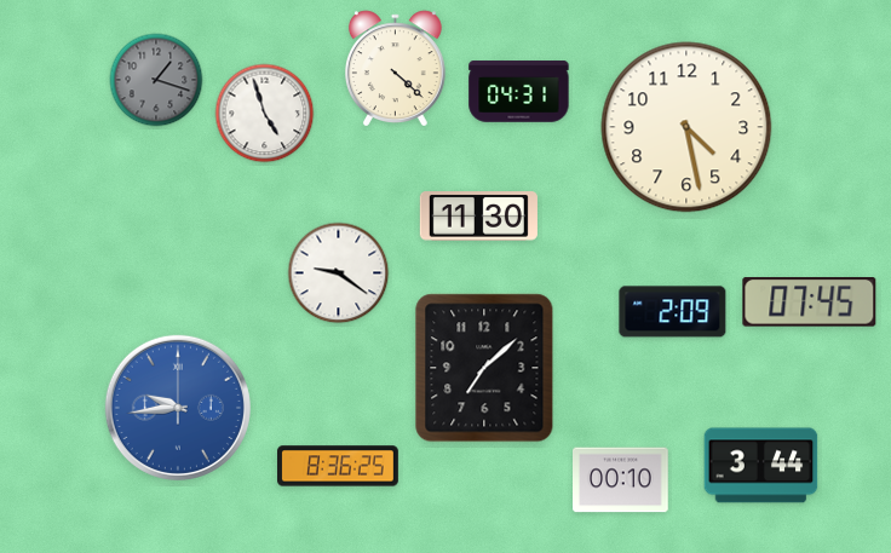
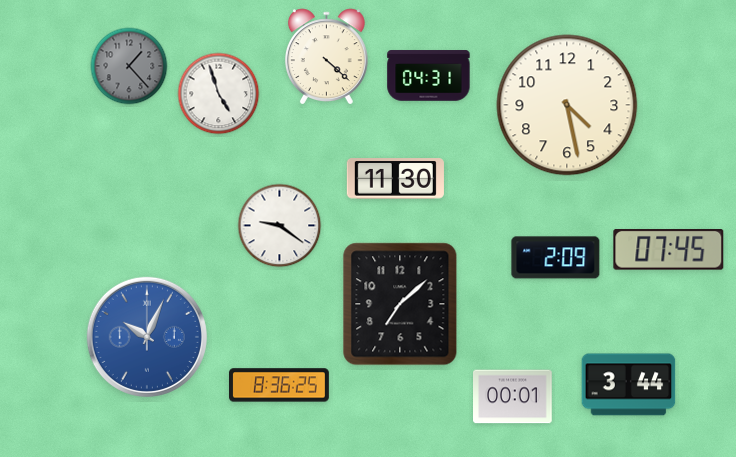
clock at (156, 80): 1:18 -> 1:23
clock at (178, 408): 9:44 -> 10:04
clock at (621, 480): 00:10 -> 00:01
